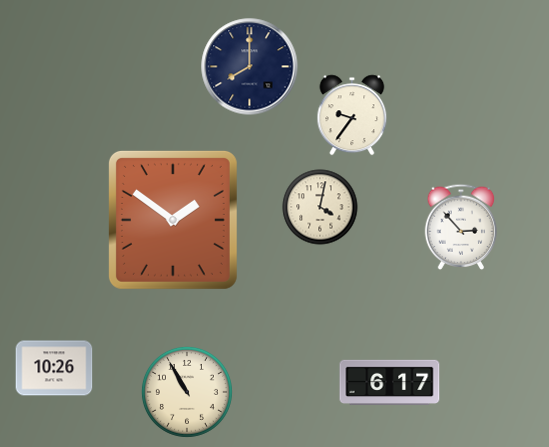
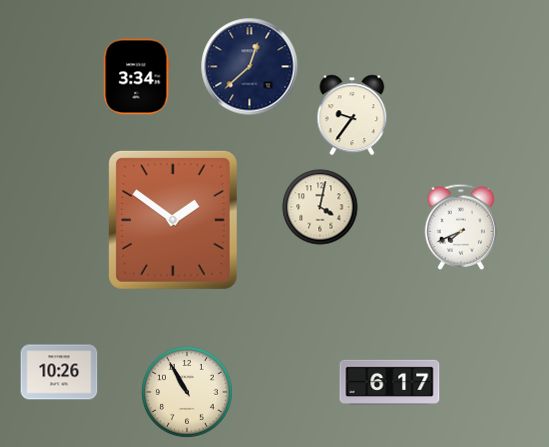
clock at (250, 67): 8:00 -> 12:38
clock at (136, 77): none -> 3:34
clock at (461, 227): 2:53 -> 7:41
clock at (54, 368) position: (54, 368) -> (59, 372)
